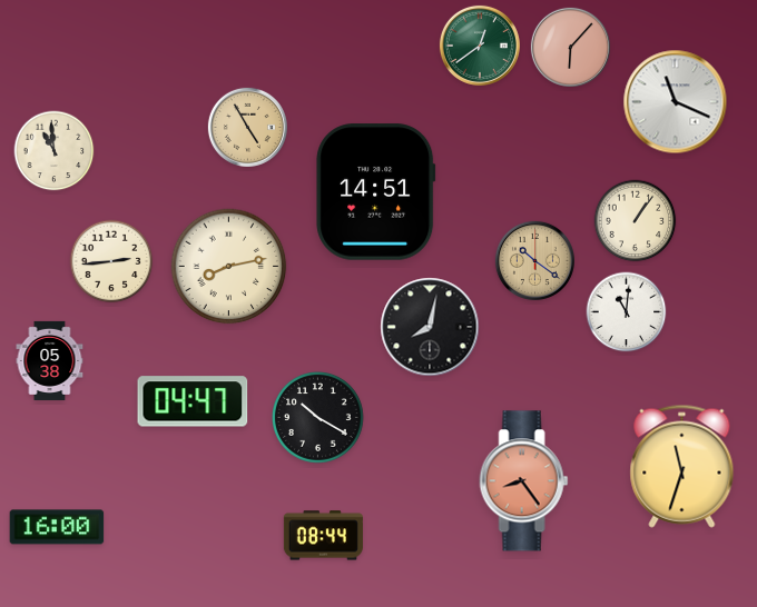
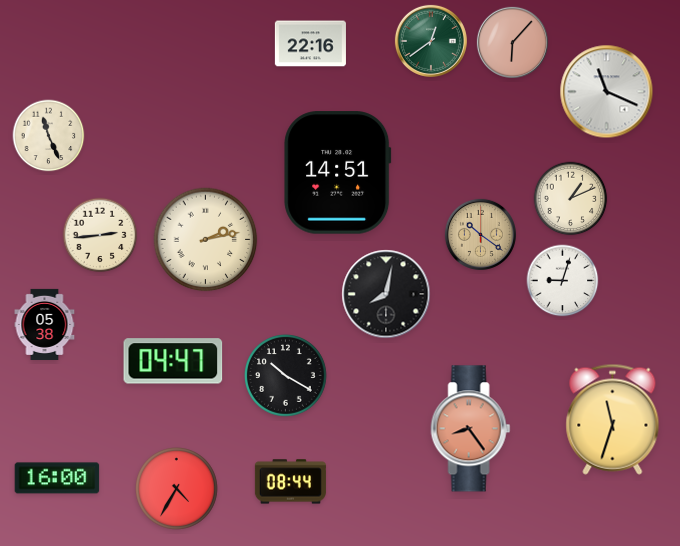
clock at (310, 44): none -> 22:16
clock at (247, 127): 4:55 -> none
clock at (55, 151): 10:59 -> 11:26
clock at (636, 221): 1:06 -> 1:11
clock at (229, 267): 8:13 -> 2:13
clock at (627, 312): 11:01 -> 9:03
clock at (524, 481) position: (524, 481) -> (471, 429)
clock at (57, 527) position: (57, 527) -> (57, 478)
clock at (177, 489): none -> 4:35
